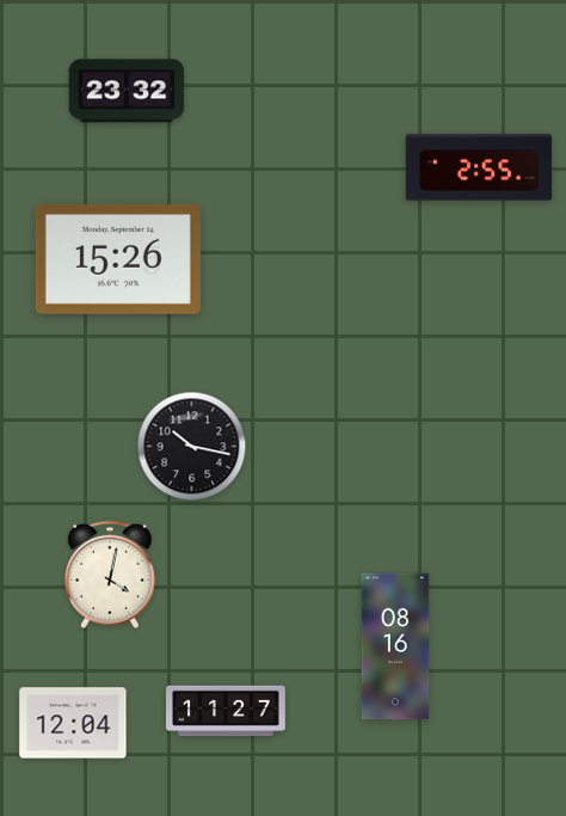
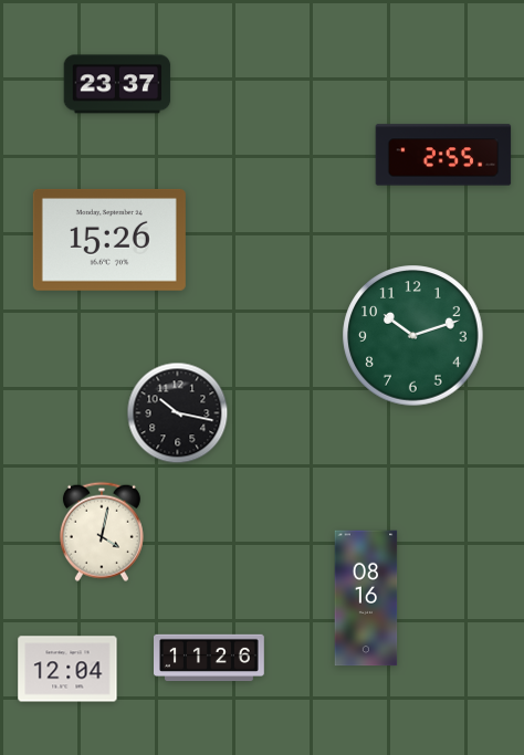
clock at (127, 91): 23:32 -> 23:37
clock at (413, 336): none -> 10:12
clock at (227, 711): 11:27 -> 11:26
